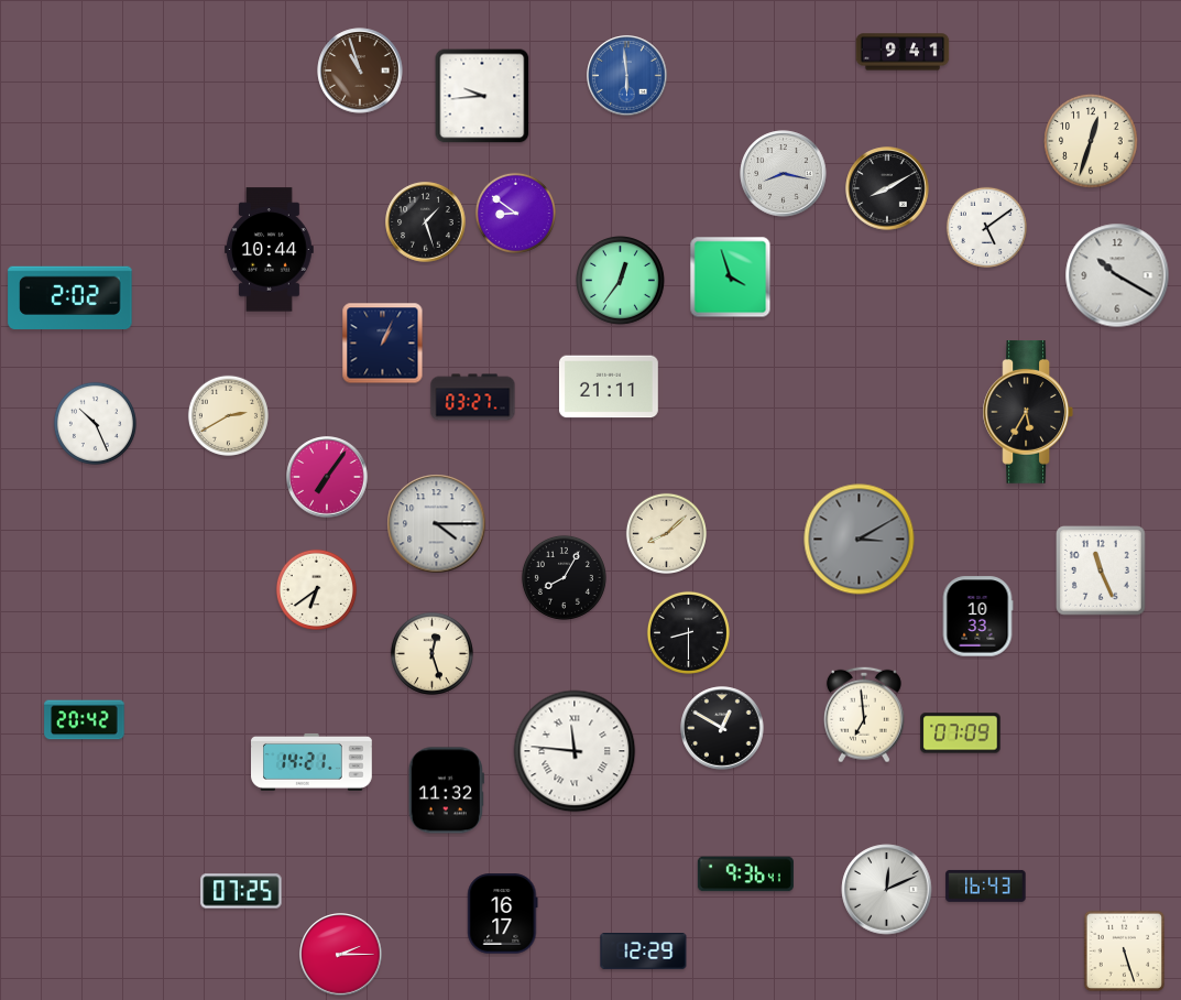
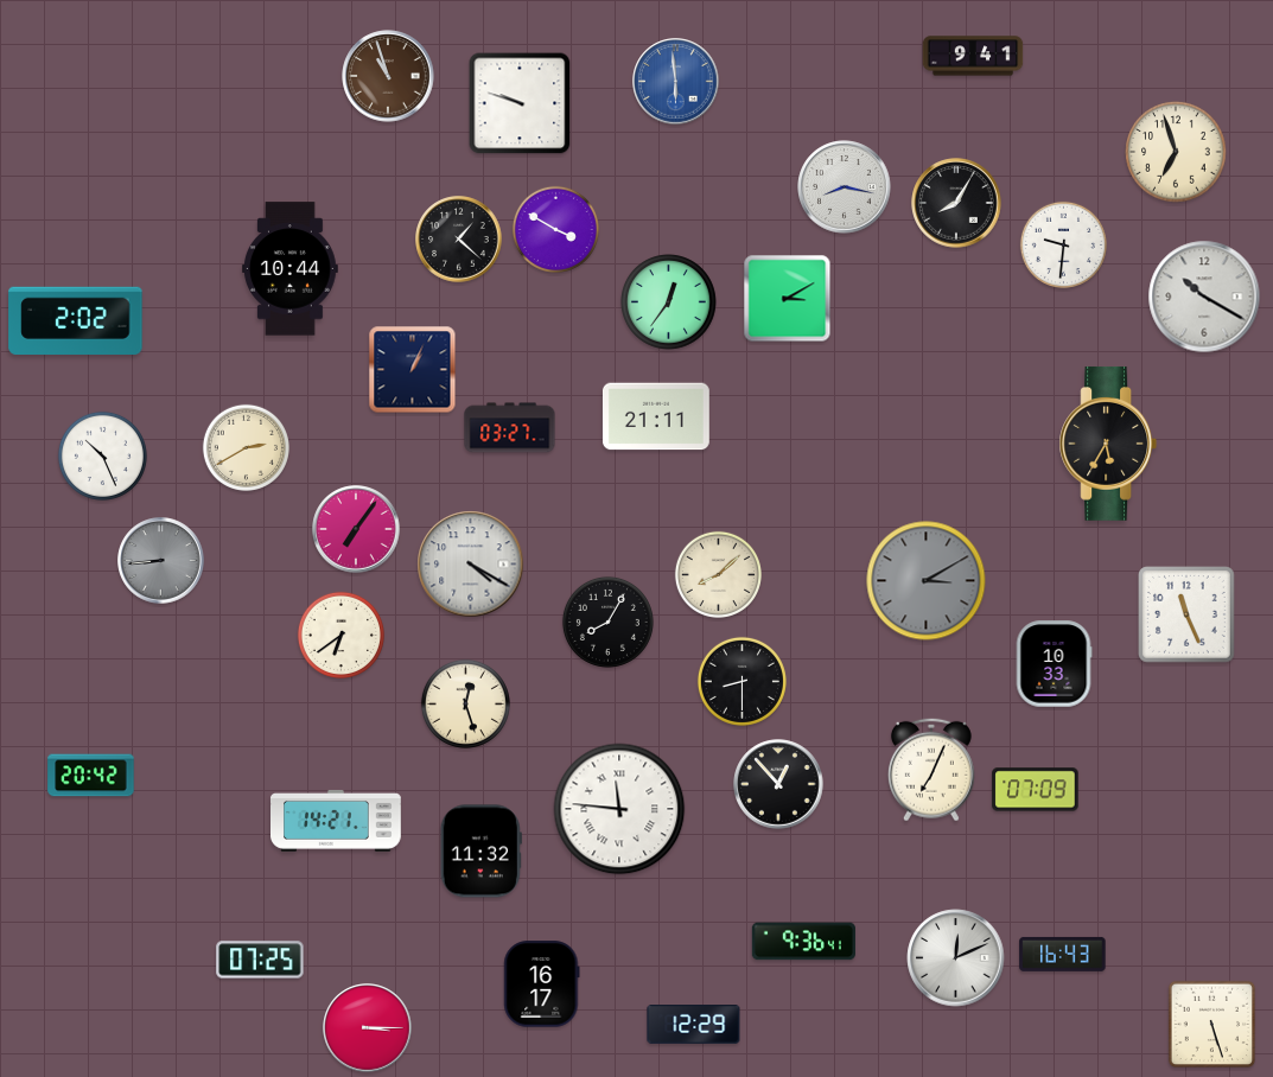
clock at (482, 96): 9:44 -> 9:48
clock at (1091, 141): 12:33 -> 6:57
clock at (887, 188): 8:10 -> 8:05
clock at (515, 213): 8:51 -> 3:50
clock at (426, 222): 1:27 -> 1:22
clock at (986, 227): 5:09 -> 9:31
clock at (731, 278): 3:57 -> 3:10
clock at (327, 477) position: (327, 477) -> (356, 529)
clock at (161, 561): none -> 8:44
clock at (437, 524): 4:15 -> 4:20
clock at (864, 715): 6:59 -> 7:04
clock at (722, 728): 12:50 -> 12:53
clock at (341, 955): 2:15 -> 3:15
